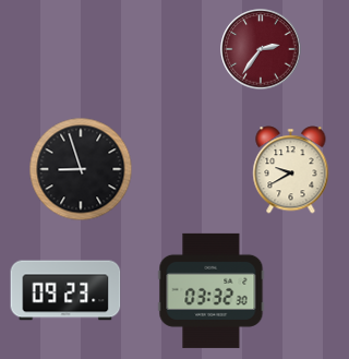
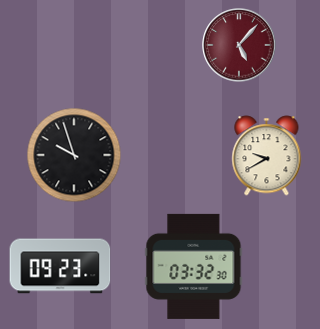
clock at (261, 49): 2:36 -> 5:07
clock at (81, 169): 8:57 -> 9:57
